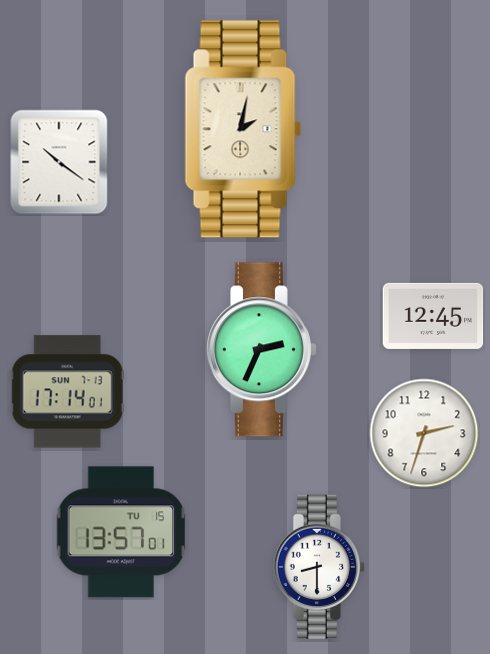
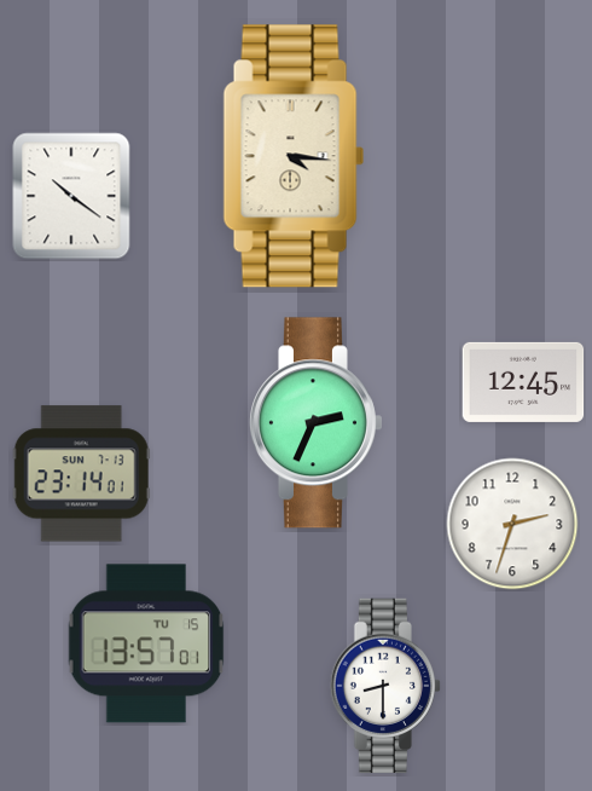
clock at (243, 129): 2:02 -> 4:16
clock at (67, 392): 17:14 -> 23:14
